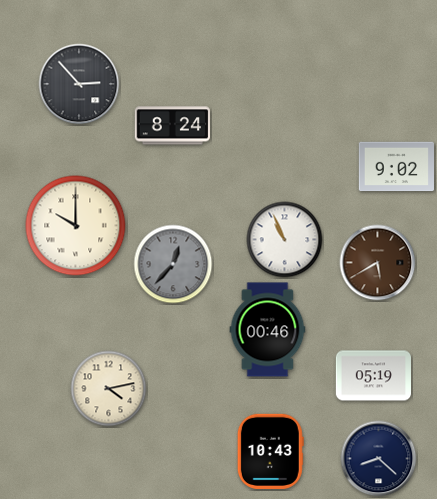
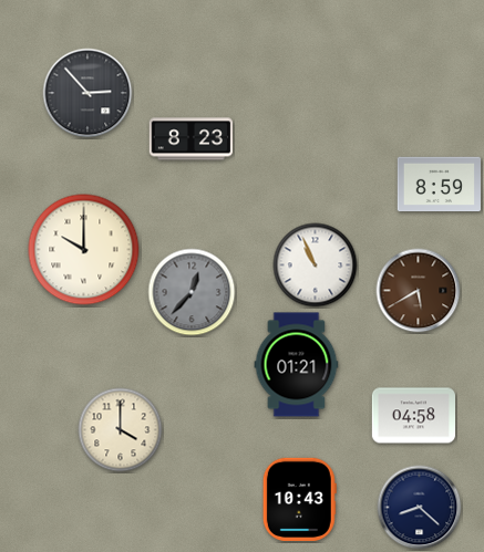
clock at (172, 126): 8:24 -> 8:23
clock at (396, 167): 9:02 -> 8:59
clock at (268, 330): 00:46 -> 01:21
clock at (373, 376): 05:19 -> 04:58
clock at (109, 389): 4:13 -> 4:00
